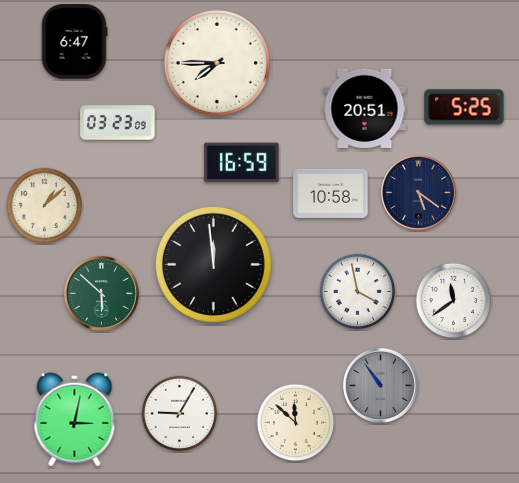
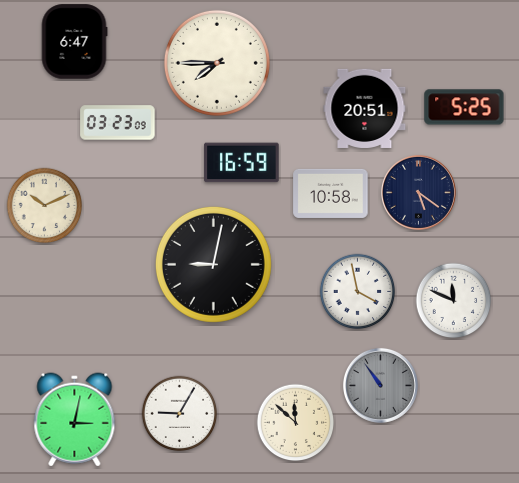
clock at (45, 206): 1:08 -> 10:11
clock at (213, 264): 11:59 -> 9:02
clock at (101, 293): 5:52 -> none
clock at (454, 301): 11:39 -> 11:49
